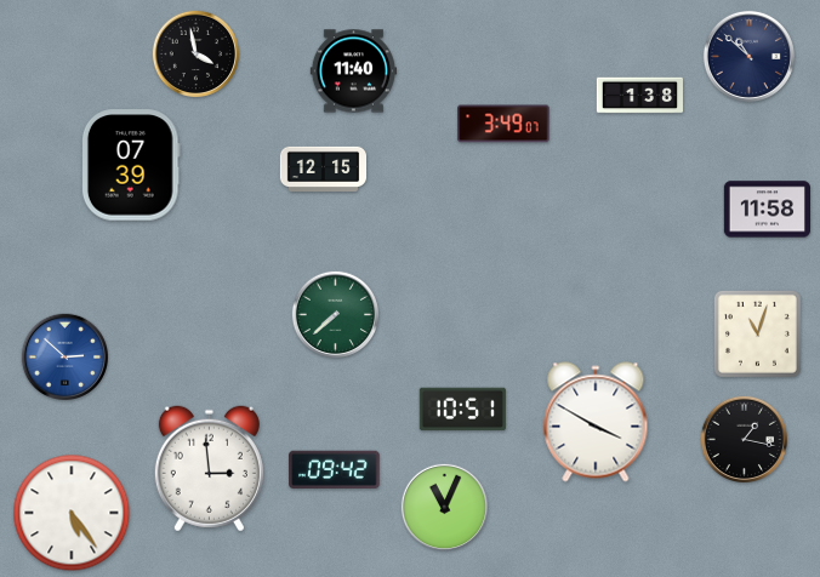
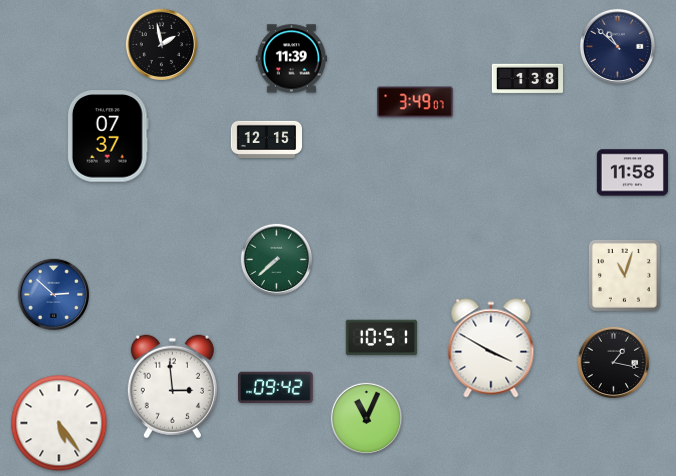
clock at (197, 55): 3:58 -> 1:58
clock at (353, 72): 11:40 -> 11:39
clock at (131, 165): 07:39 -> 07:37
